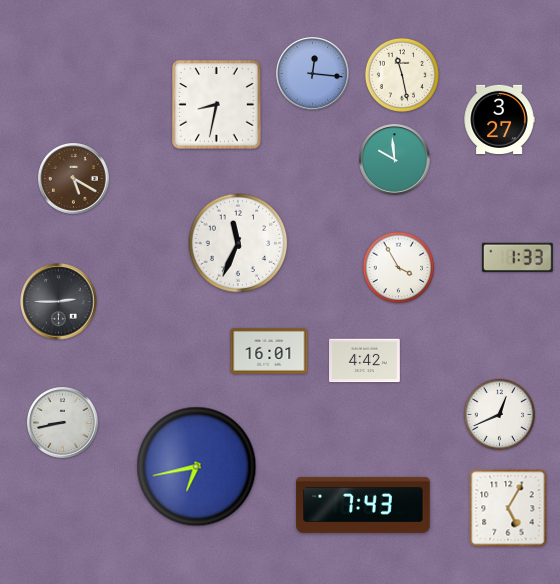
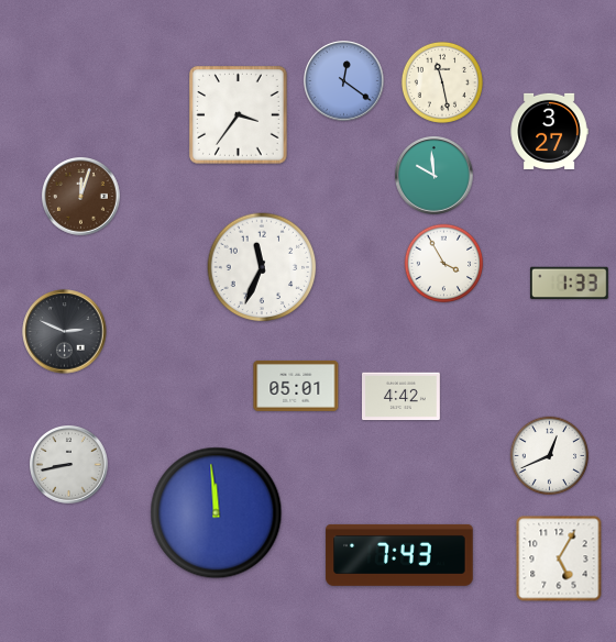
clock at (313, 74): 12:16 -> 12:21
clock at (217, 105): 8:32 -> 3:36
clock at (74, 179): 5:20 -> 12:03
clock at (399, 268) position: (399, 268) -> (444, 264)
clock at (59, 302): 2:45 -> 2:49
clock at (269, 351): 16:01 -> 05:01
clock at (197, 467): 6:43 -> 11:59
